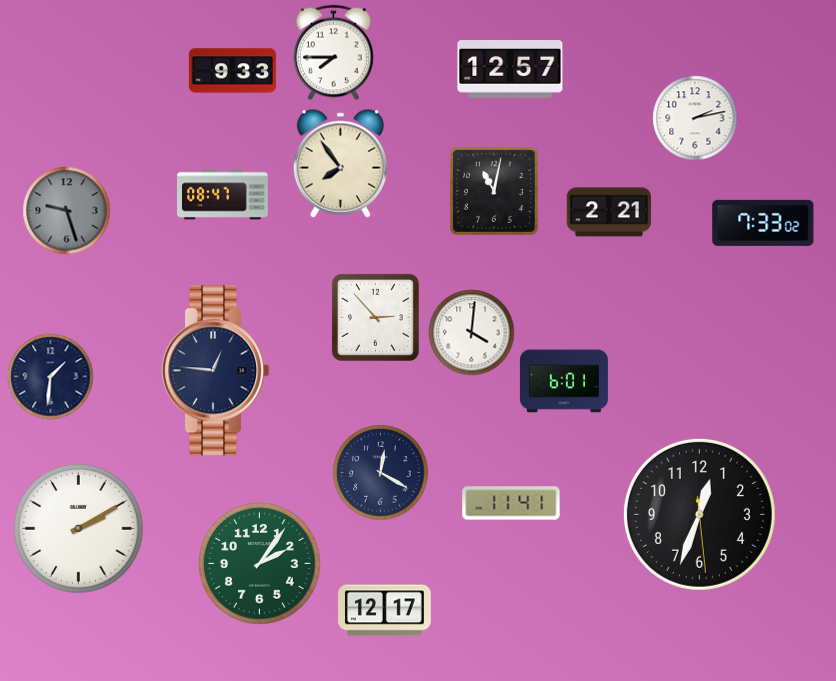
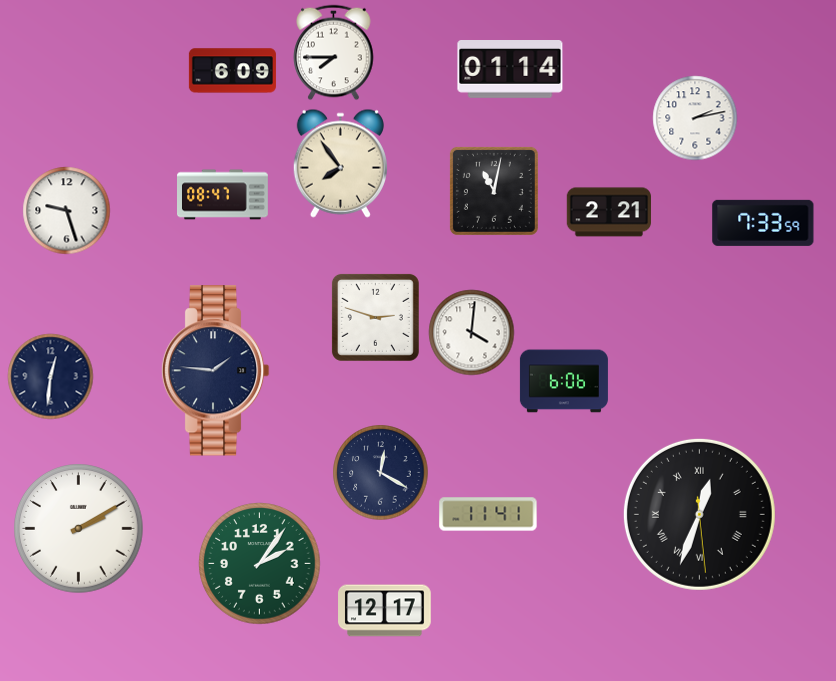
clock at (510, 70): 12:57 -> 01:14
clock at (232, 71): 9:33 -> 6:09
clock at (67, 211) dial: grey -> white
clock at (763, 223): 7:33:02 -> 7:33:59
clock at (375, 317): 2:53 -> 2:48
clock at (215, 371): 12:46 -> 1:46
clock at (51, 377): 1:31 -> 12:31
clock at (564, 381): 6:01 -> 6:06
clock at (511, 503) position: (511, 503) -> (488, 514)
clock at (699, 514) numerals: Arabic -> Roman
